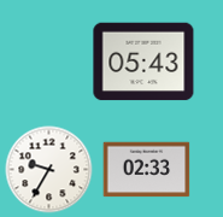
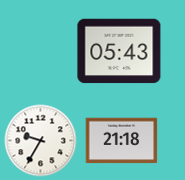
clock at (147, 170): 02:33 -> 21:18
